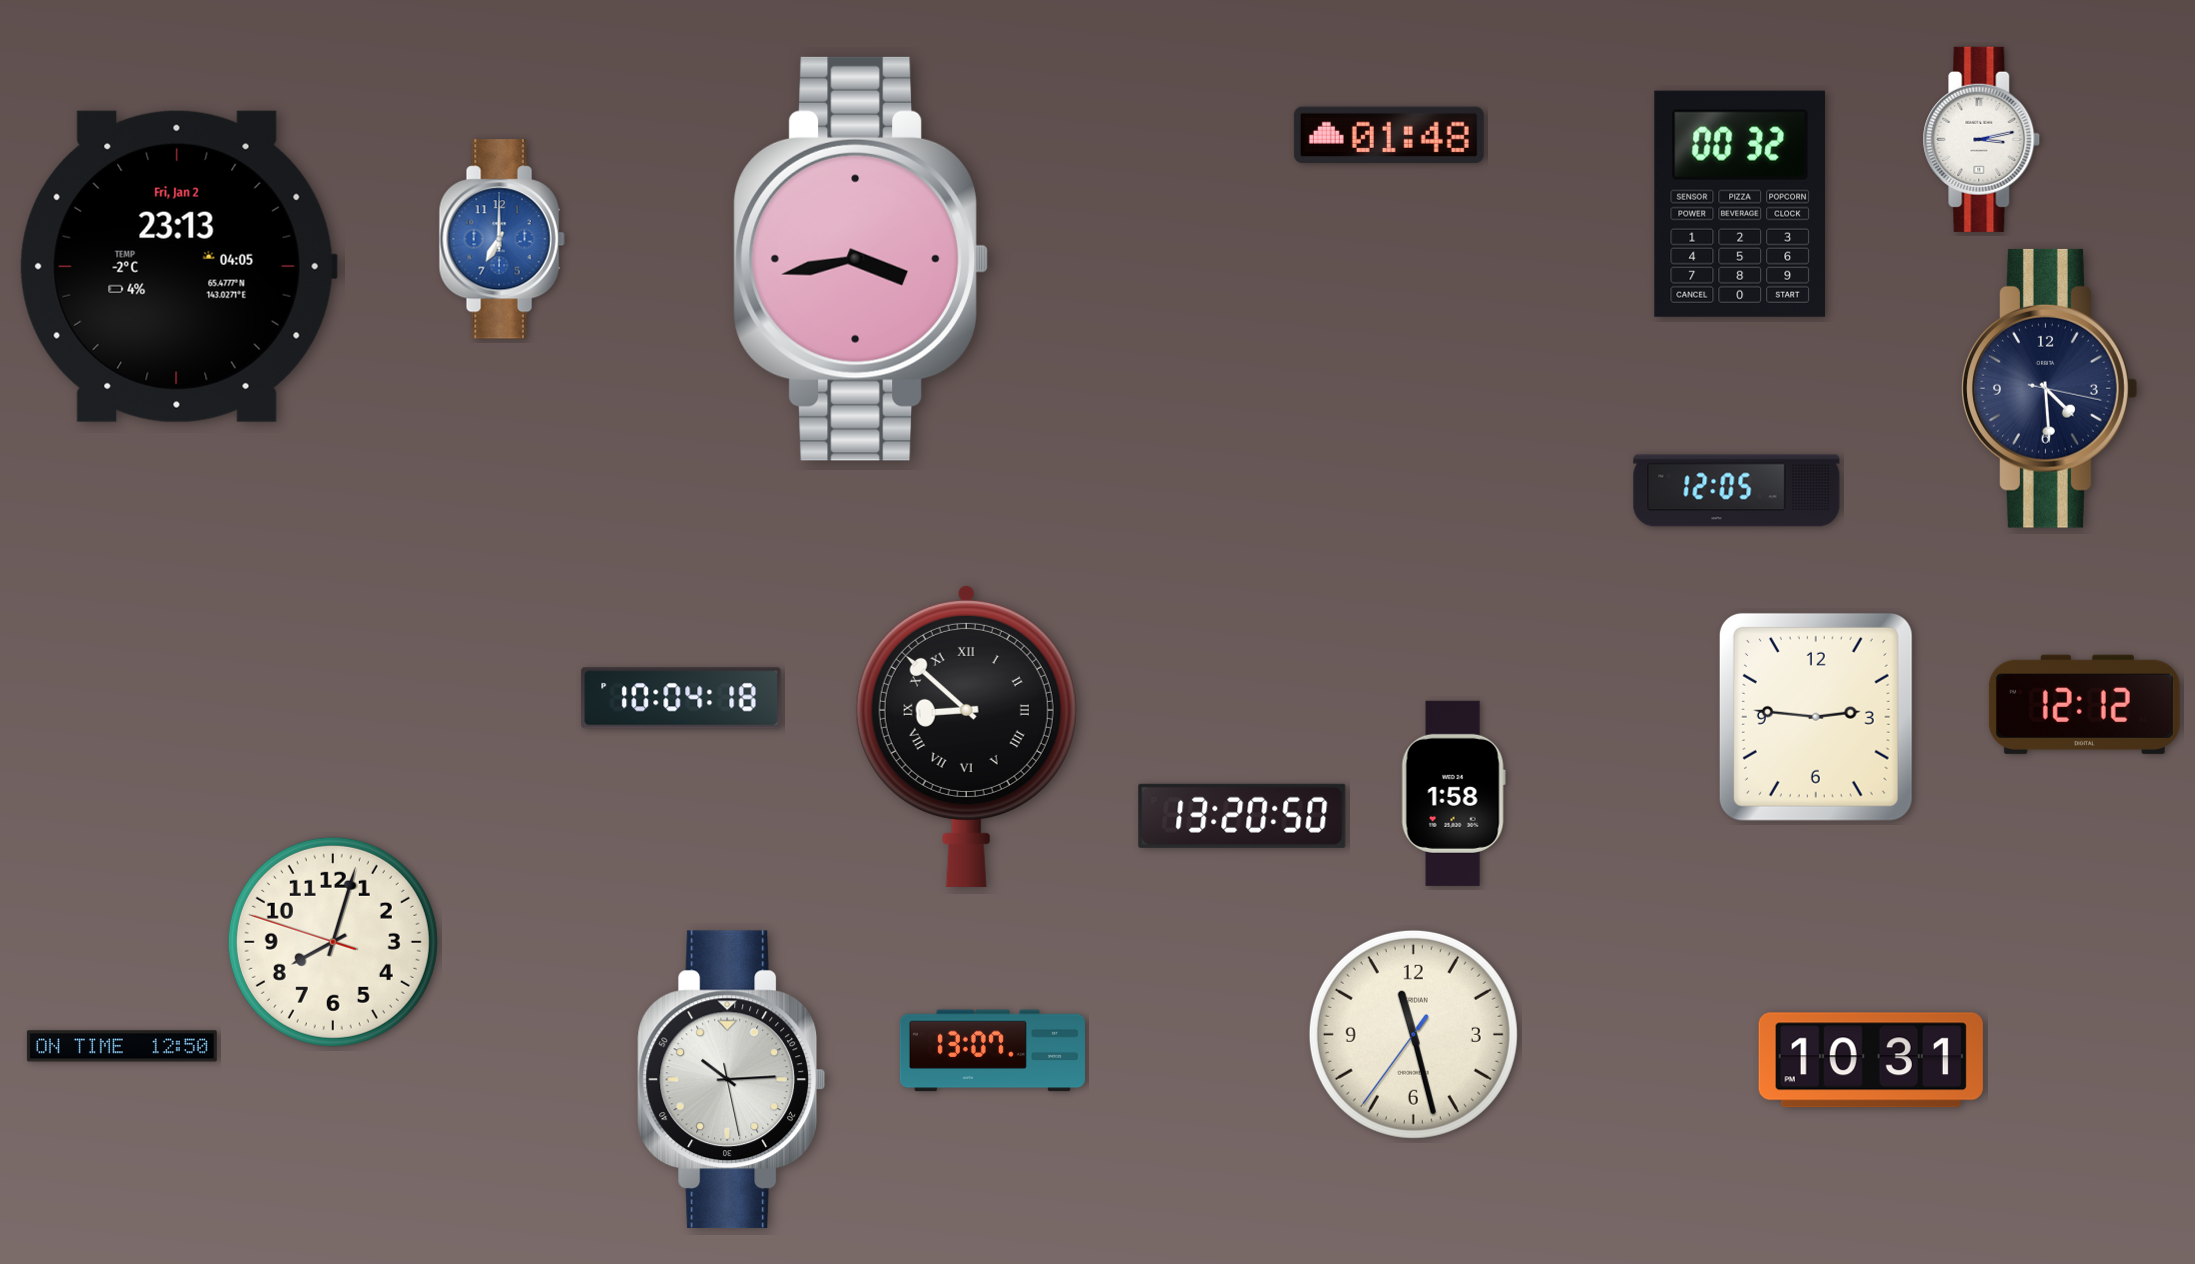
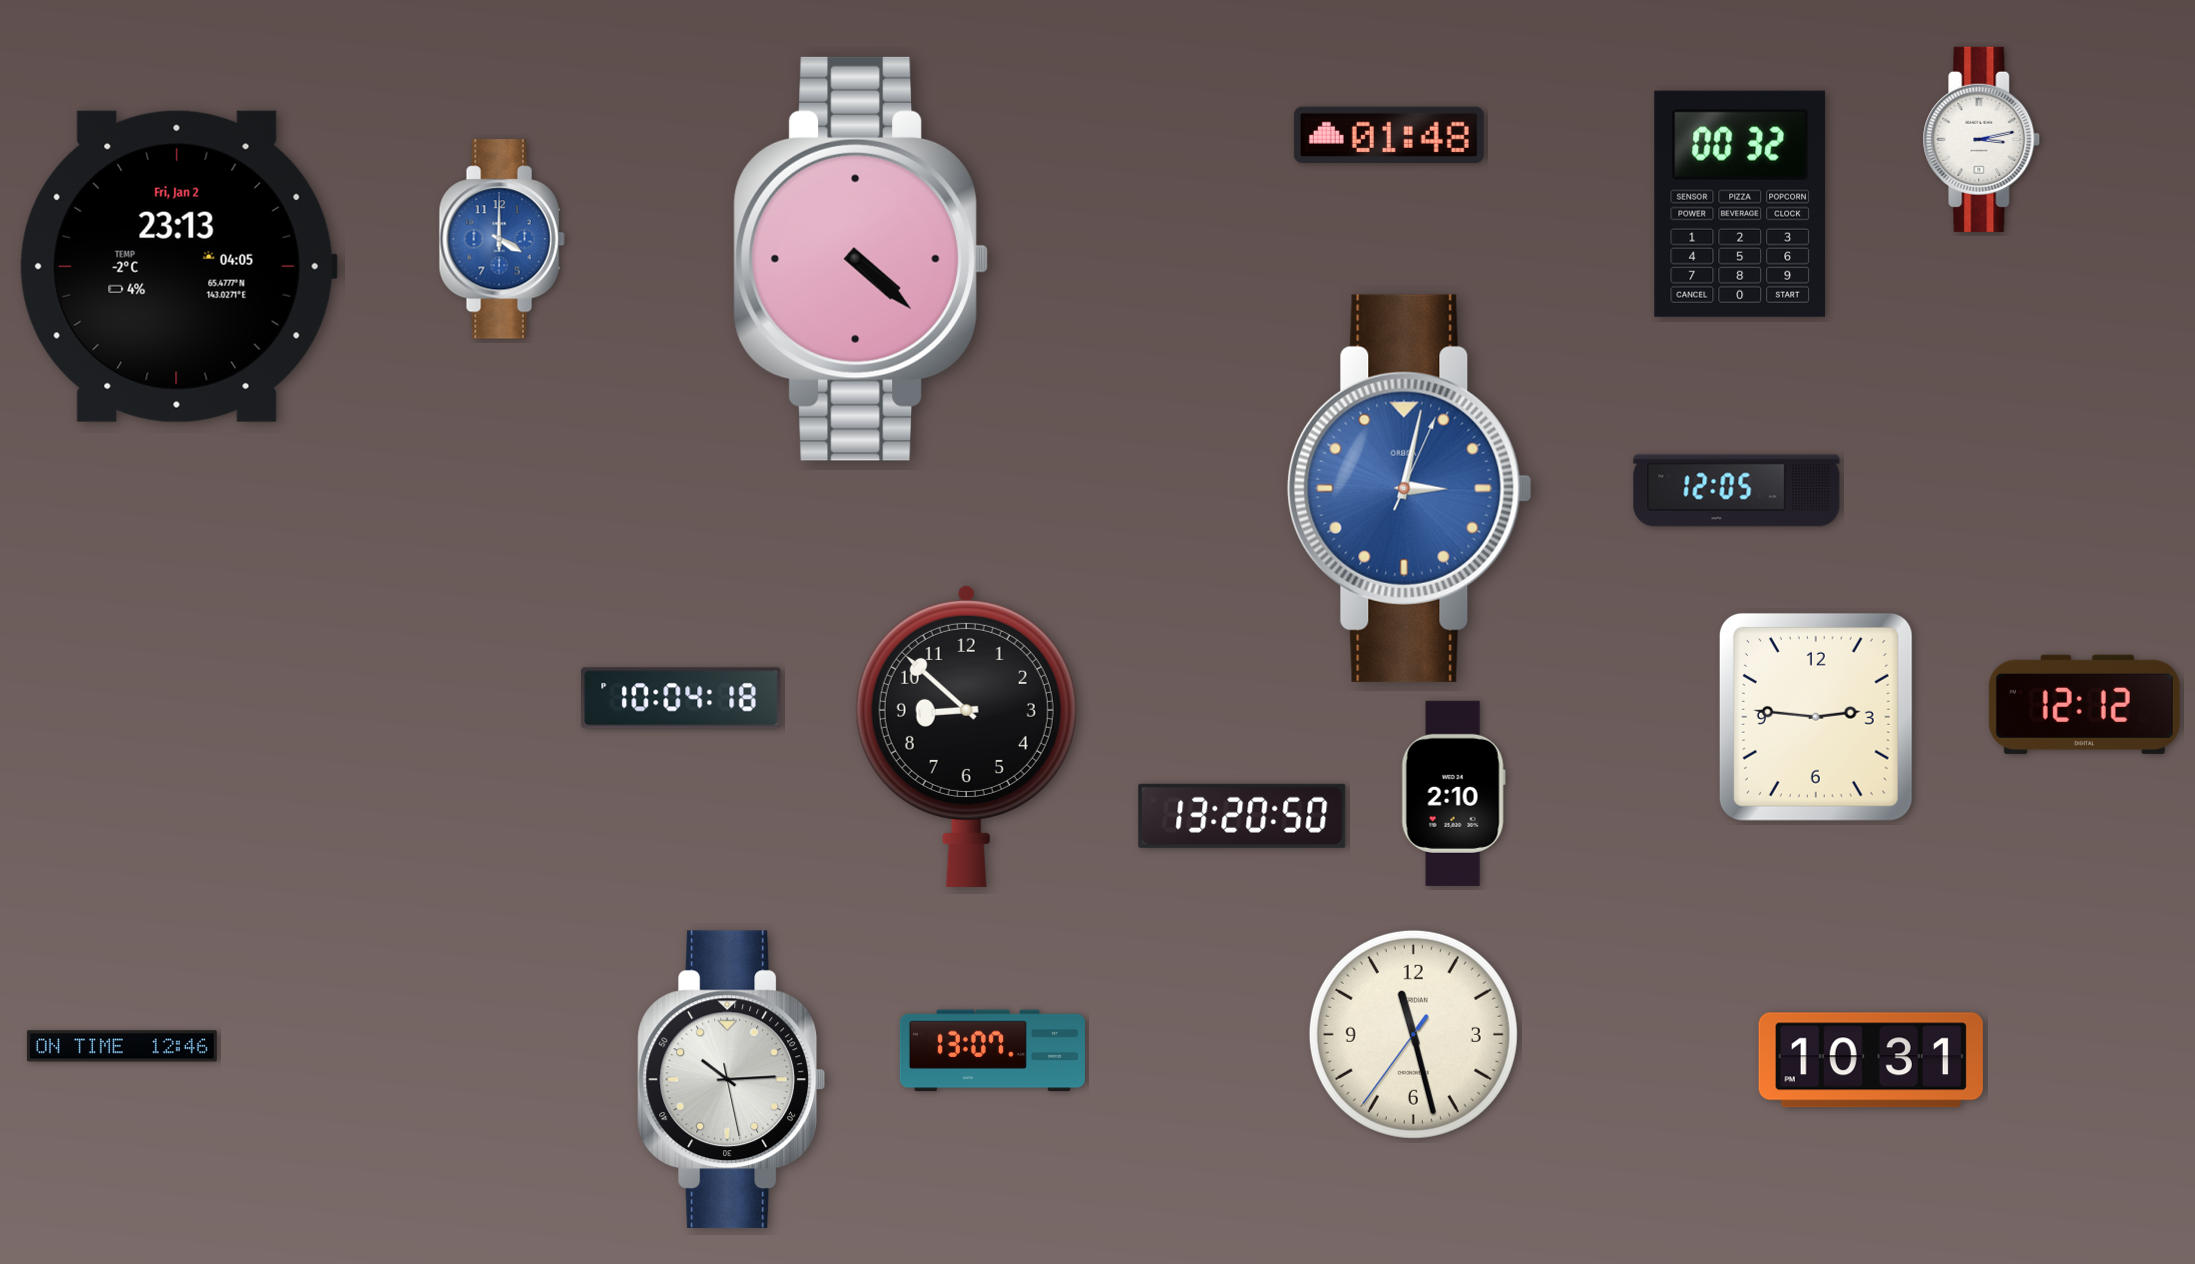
clock at (502, 239): 7:00 -> 4:00
clock at (861, 259): 3:43 -> 4:22
clock at (2050, 388): 4:29 -> none
clock at (1410, 488): none -> 3:02
clock at (966, 736) numerals: Roman -> Arabic
clock at (1453, 793): 1:58 -> 2:10
clock at (333, 942): 8:02 -> none
clock at (122, 1046): 12:50 -> 12:46
